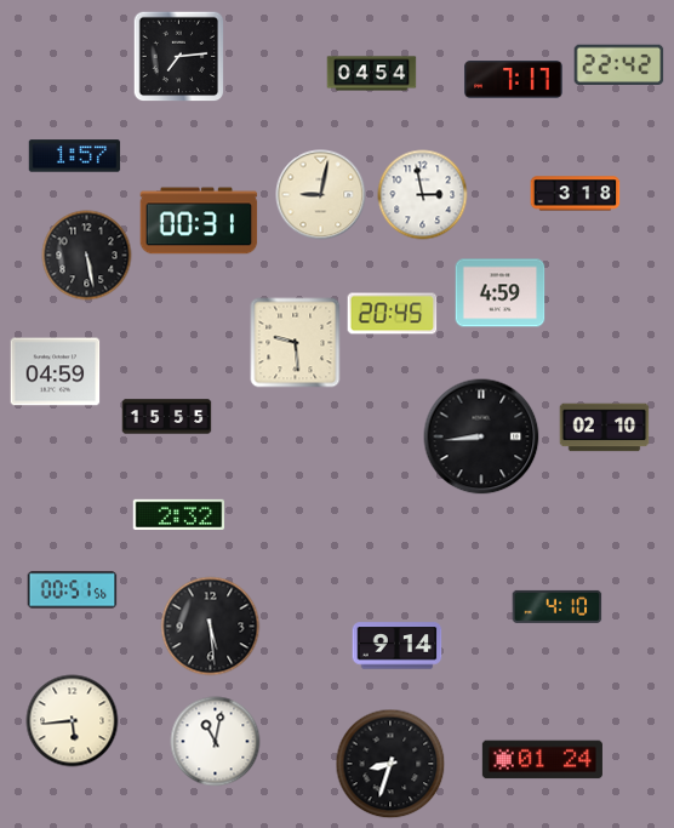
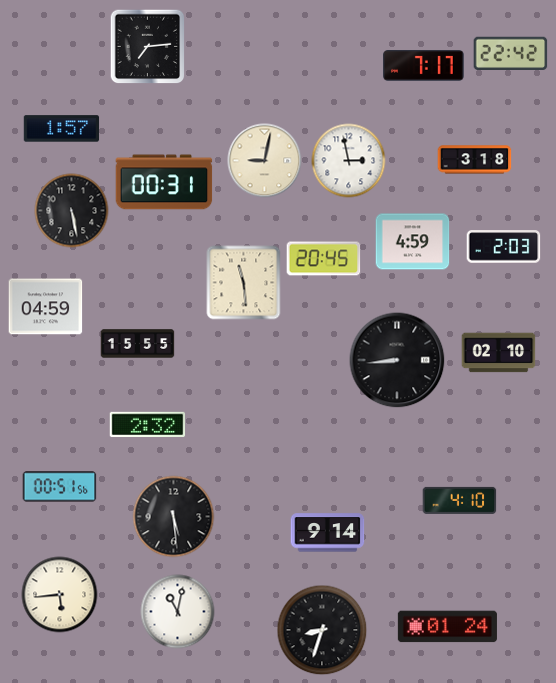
clock at (372, 74): 04:54 -> none
clock at (504, 247): none -> 2:03
clock at (296, 343): 9:29 -> 11:29
